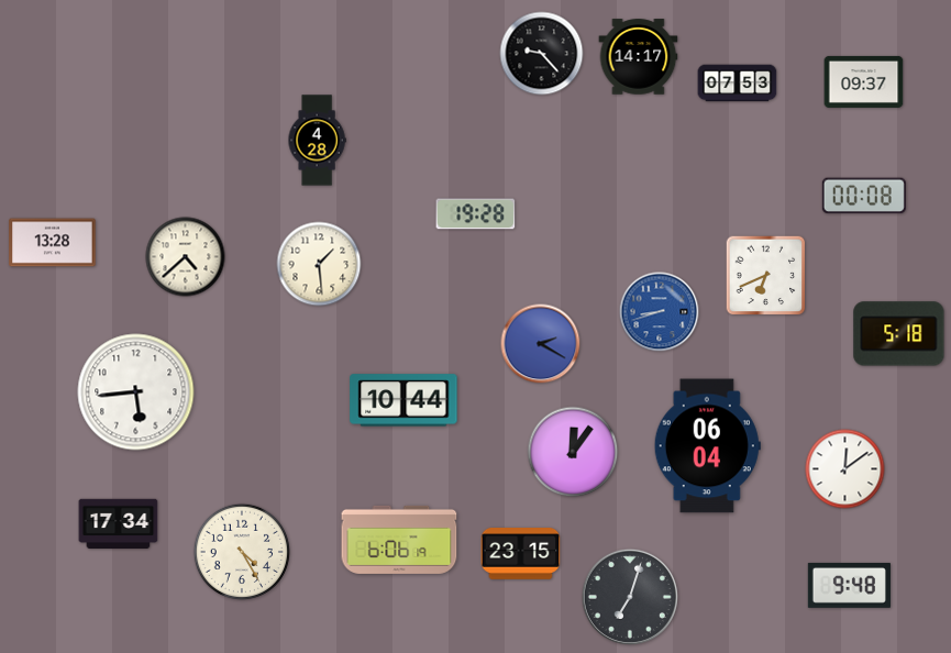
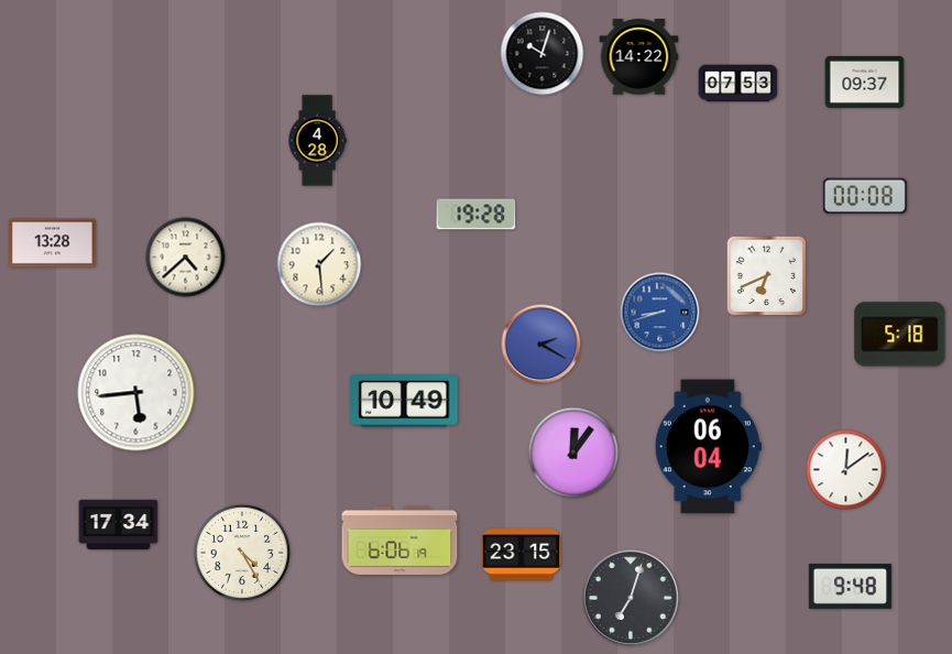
clock at (542, 54): 9:23 -> 10:03
clock at (639, 57): 14:17 -> 14:22
clock at (403, 400): 10:44 -> 10:49
